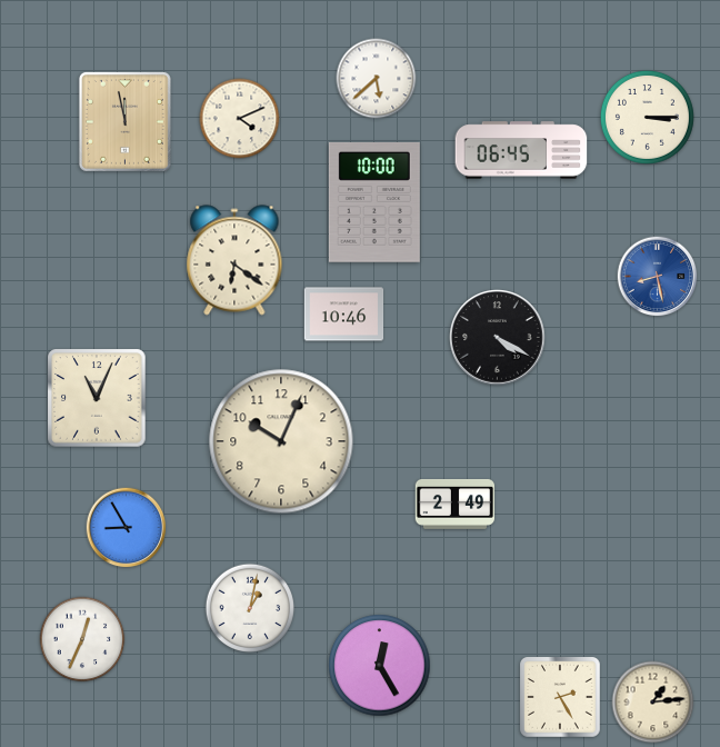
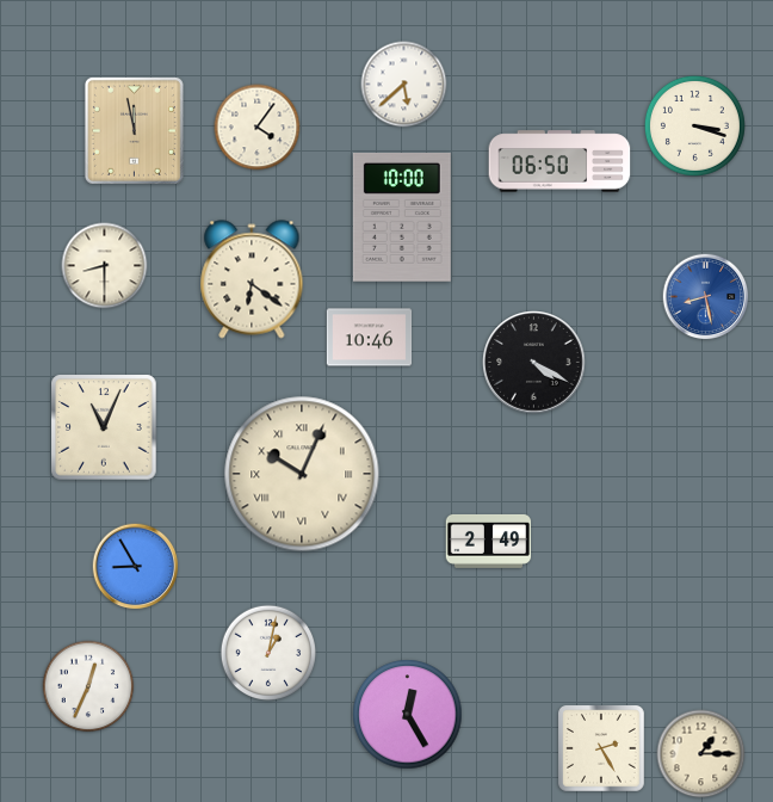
clock at (647, 117): 3:15 -> 3:18
clock at (240, 119): 4:11 -> 4:06
clock at (521, 150): 06:45 -> 06:50
clock at (105, 266): none -> 8:30
clock at (281, 441) numerals: Arabic -> Roman
clock at (653, 703): 1:14 -> 1:15
